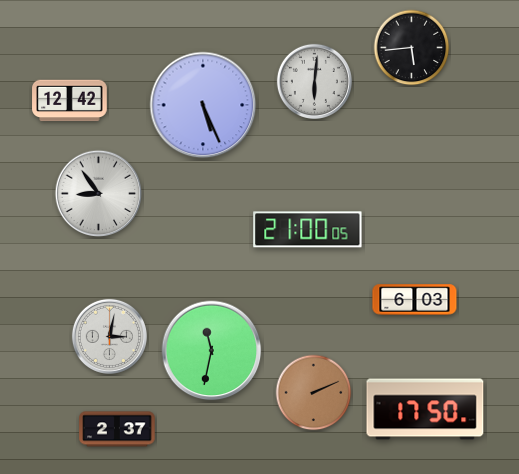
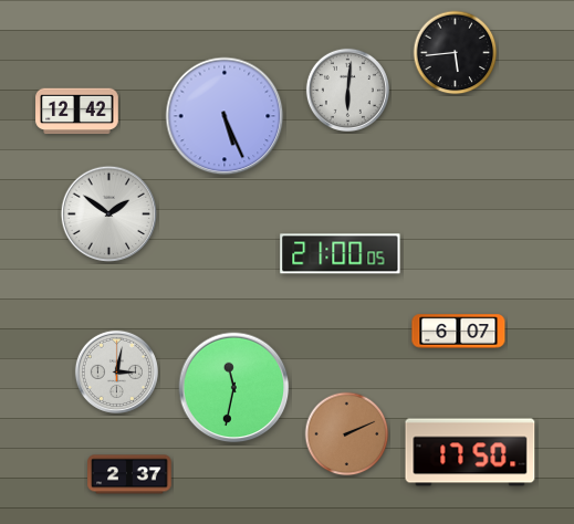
clock at (99, 194): 8:54 -> 1:51
clock at (415, 300): 6:03 -> 6:07
clock at (109, 336) position: (109, 336) -> (116, 371)
